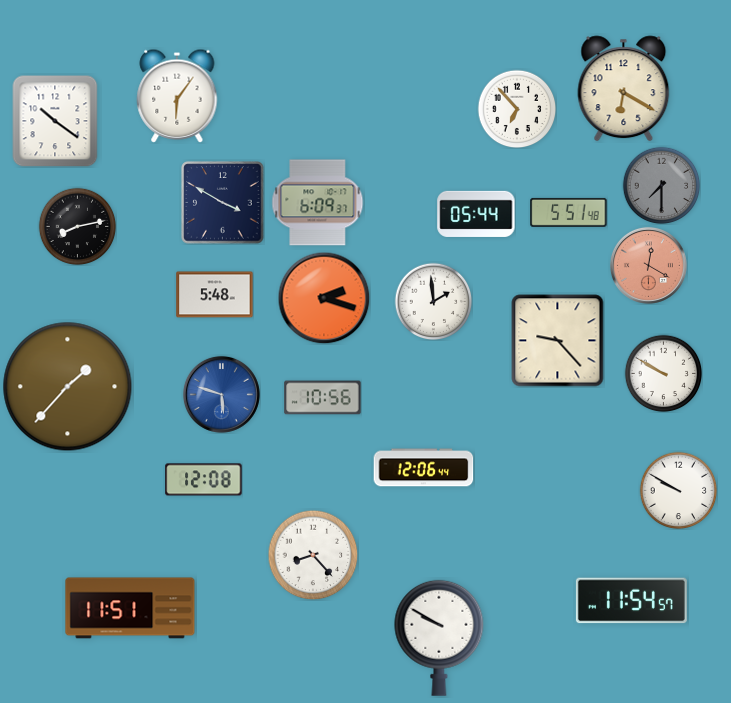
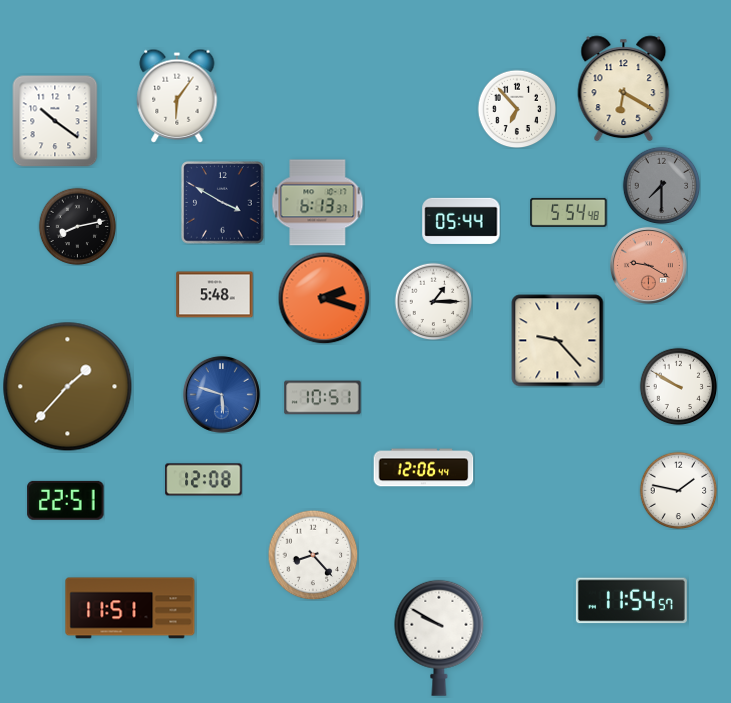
clock at (318, 203): 6:09 -> 6:13
clock at (569, 212): 5:51 -> 5:54
clock at (476, 214) position: (476, 214) -> (461, 221)
clock at (648, 265): 12:20 -> 9:20
clock at (433, 301): 1:59 -> 1:15
clock at (663, 373) position: (663, 373) -> (678, 386)
clock at (323, 398): 10:56 -> 10:51
clock at (678, 490): 9:50 -> 1:47
clock at (66, 500): none -> 22:51
